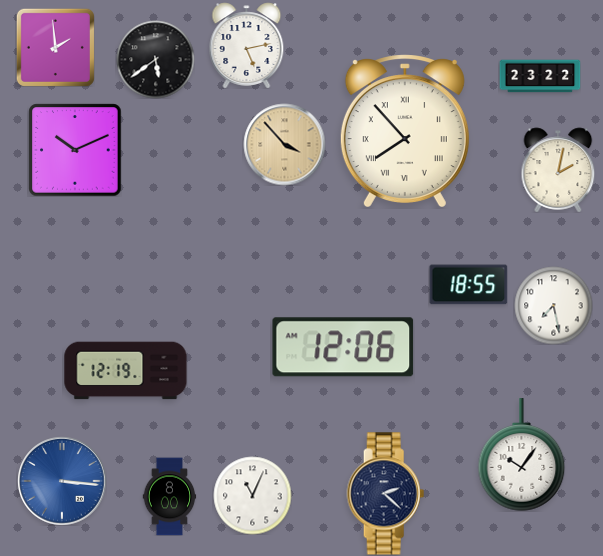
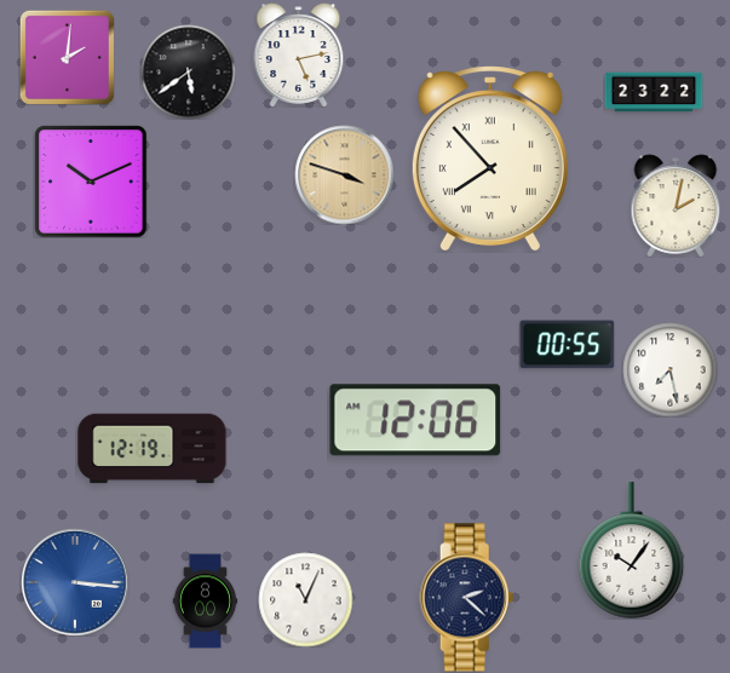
clock at (55, 47): 1:59 -> 2:01
clock at (284, 144): 3:53 -> 3:48
clock at (468, 285): 18:55 -> 00:55
